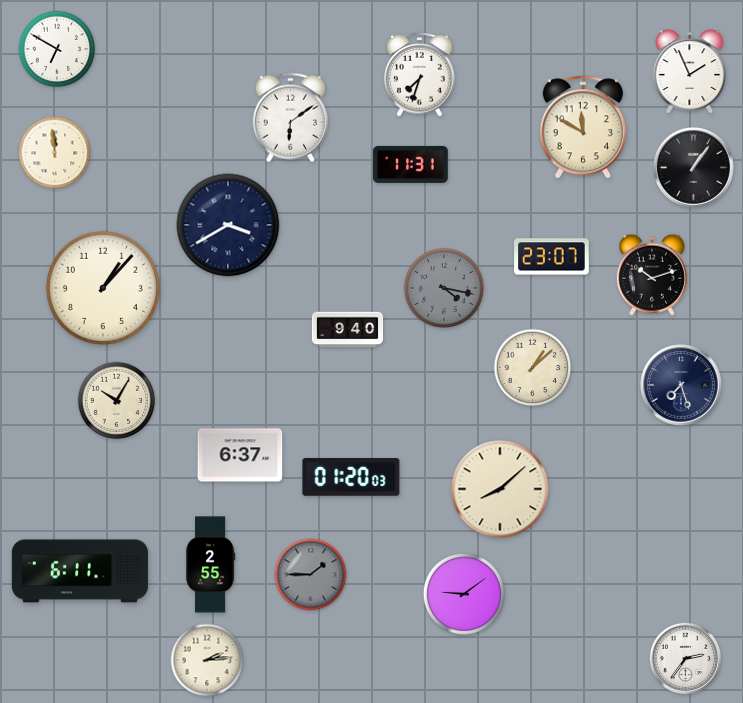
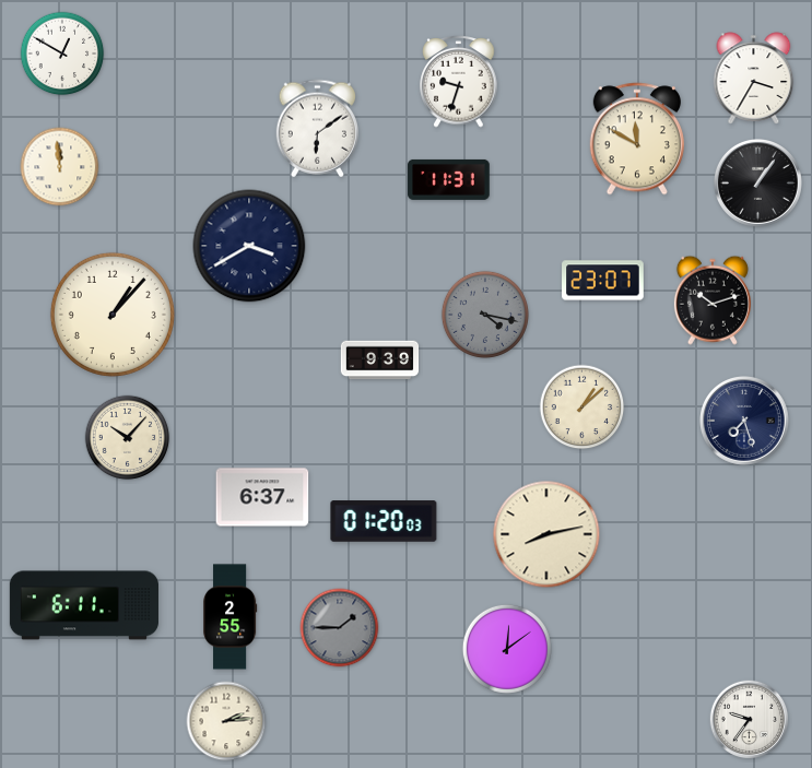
clock at (57, 49): 6:50 -> 12:50
clock at (690, 72): 1:56 -> 3:35
clock at (420, 75): 7:33 -> 9:33
clock at (348, 330): 9:40 -> 9:39
clock at (533, 368) position: (533, 368) -> (582, 407)
clock at (117, 401): 10:05 -> 10:07
clock at (500, 489): 8:08 -> 8:13
clock at (80, 571) position: (80, 571) -> (84, 605)
clock at (464, 594): 9:09 -> 12:09
clock at (686, 659): 2:36 -> 9:36
